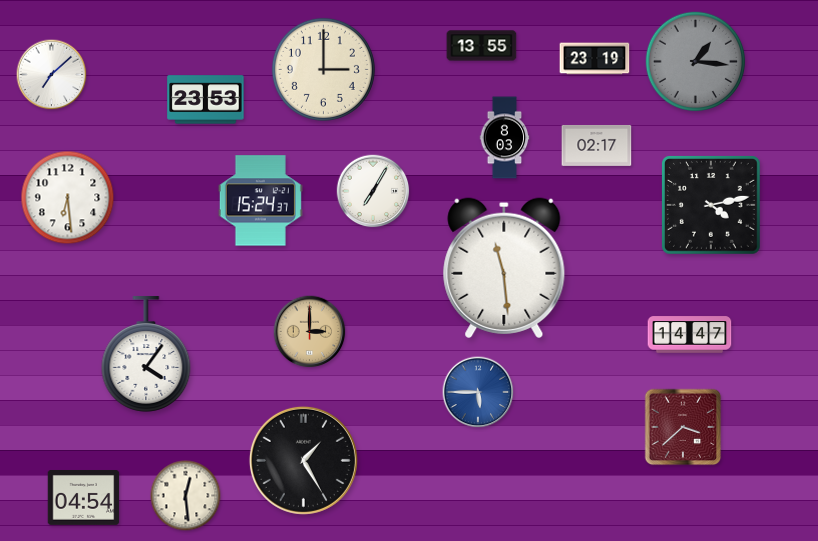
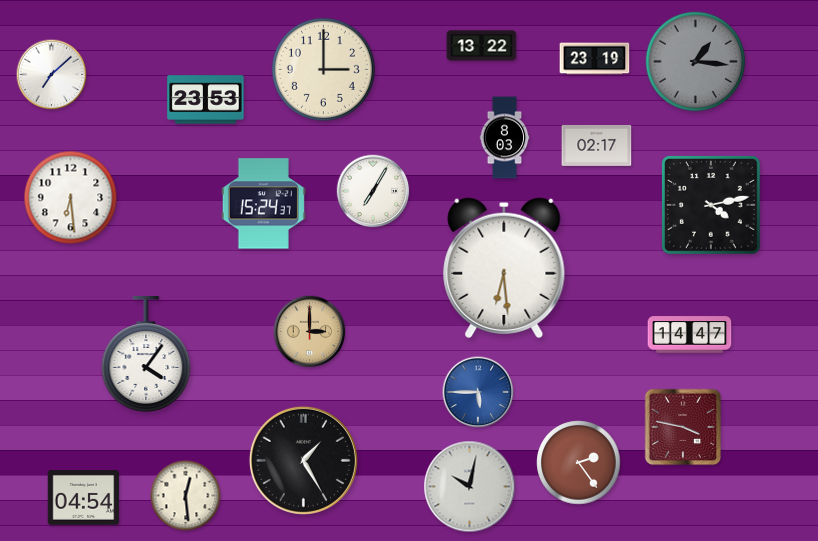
clock at (482, 46): 13:55 -> 13:22
clock at (68, 198) position: (68, 198) -> (71, 198)
clock at (260, 201) position: (260, 201) -> (263, 204)
clock at (504, 268): 11:29 -> 6:29
clock at (683, 427): 3:38 -> 3:47
clock at (579, 463): none -> 2:24
clock at (470, 487): none -> 10:02
